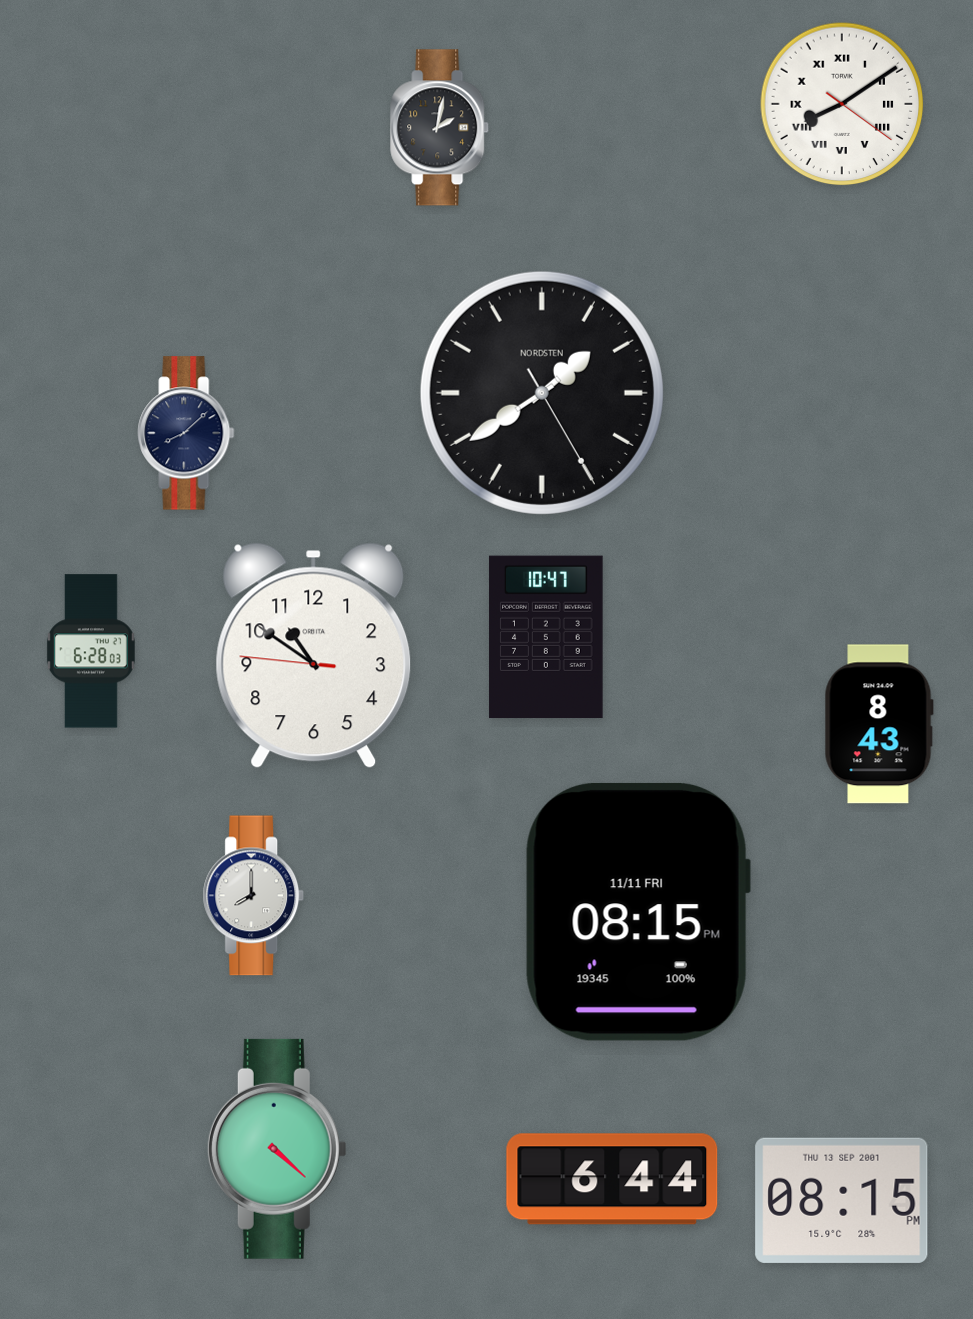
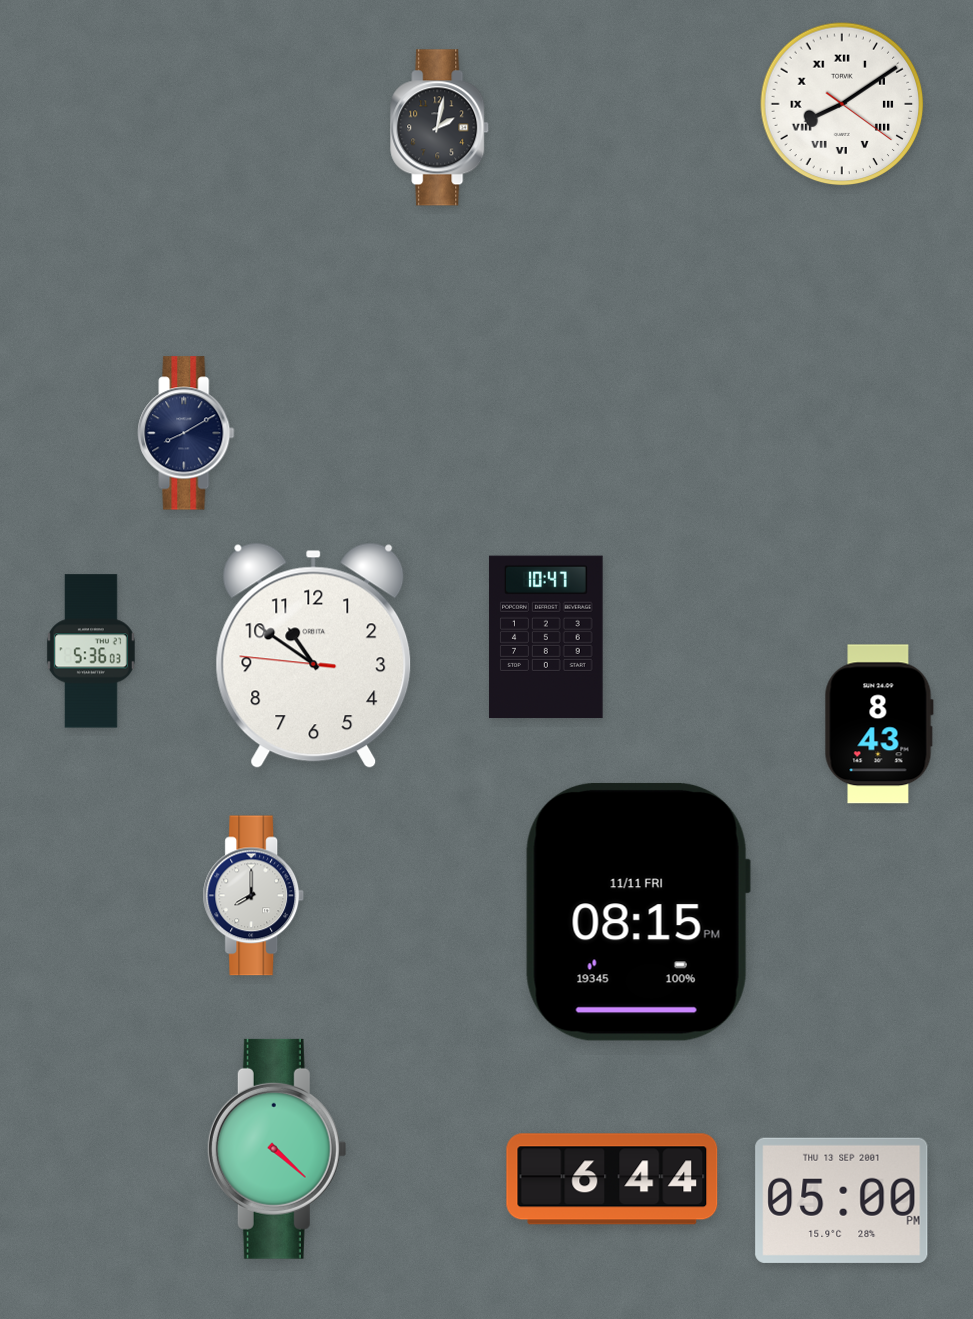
clock at (542, 393): 1:39 -> none
clock at (186, 433): 8:08 -> 8:10
clock at (91, 651): 6:28 -> 5:36
clock at (842, 1200): 08:15 -> 05:00
